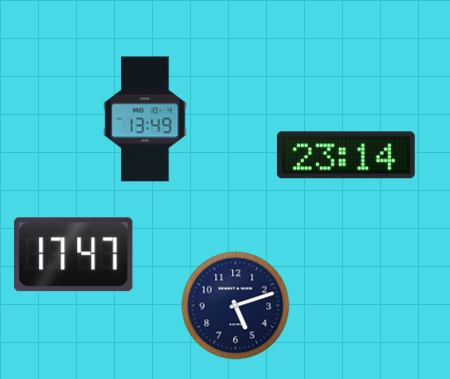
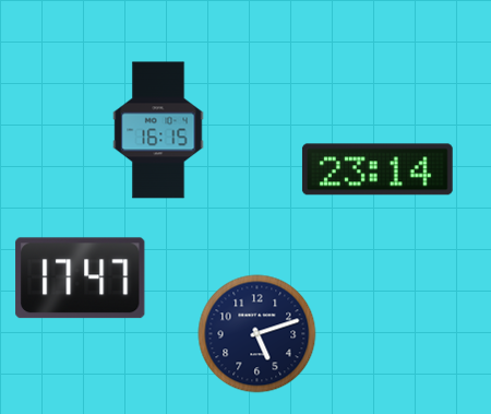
clock at (145, 119): 13:49 -> 16:15
